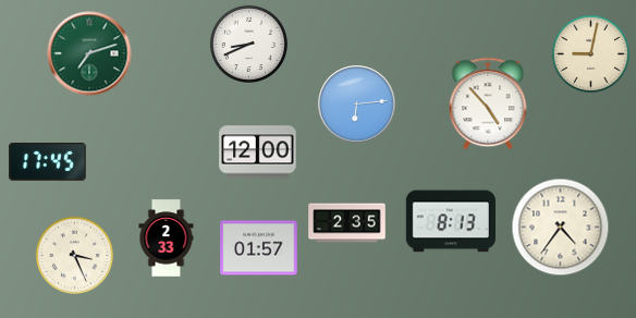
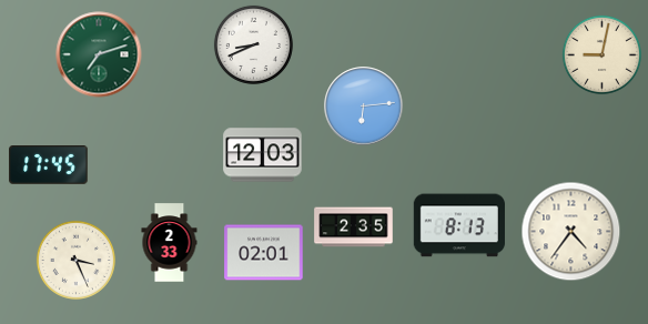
clock at (89, 53) position: (89, 53) -> (99, 54)
clock at (488, 103): 4:53 -> none
clock at (258, 152): 12:00 -> 12:03
clock at (259, 248): 01:57 -> 02:01
